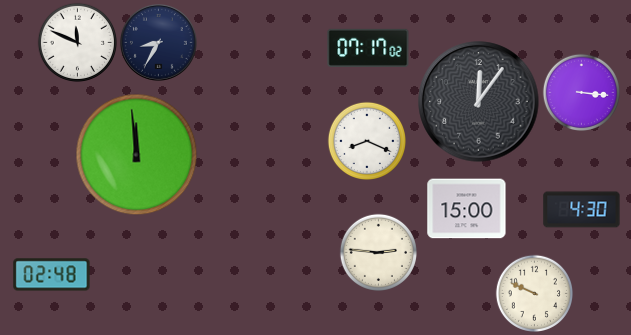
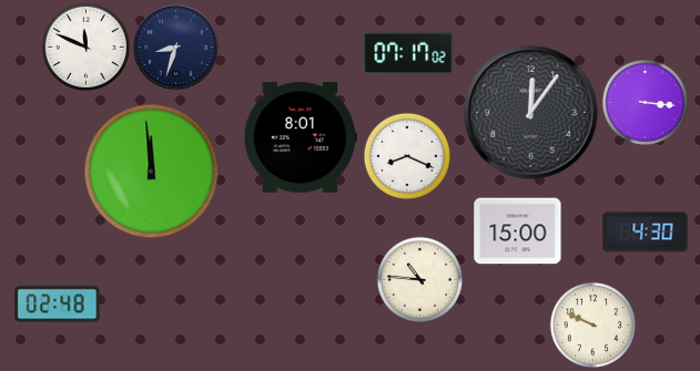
clock at (158, 42): 8:35 -> 8:33
clock at (301, 137): none -> 8:01
clock at (378, 252): 2:46 -> 10:46
